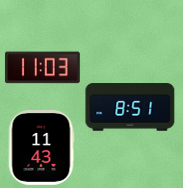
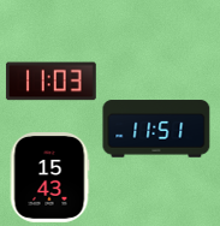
clock at (130, 107): 8:51 -> 11:51
clock at (41, 148): 11:43 -> 15:43
